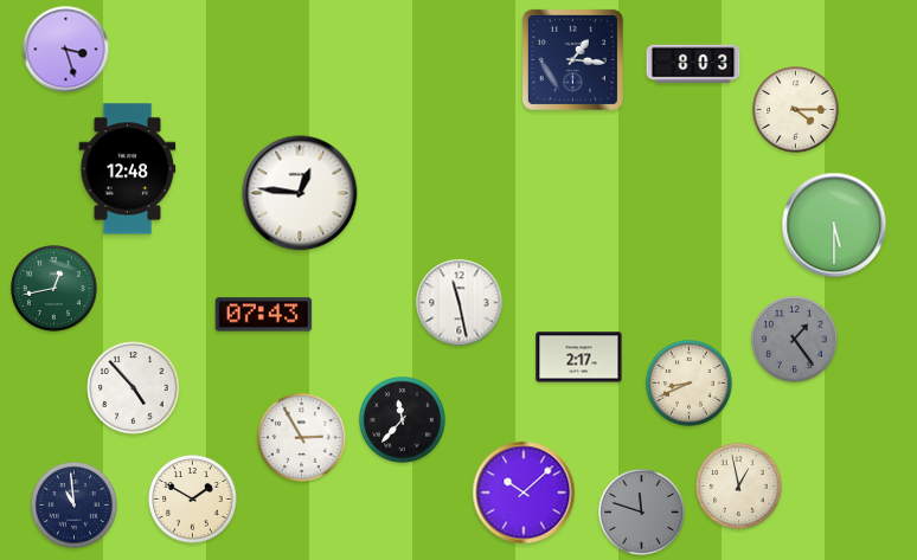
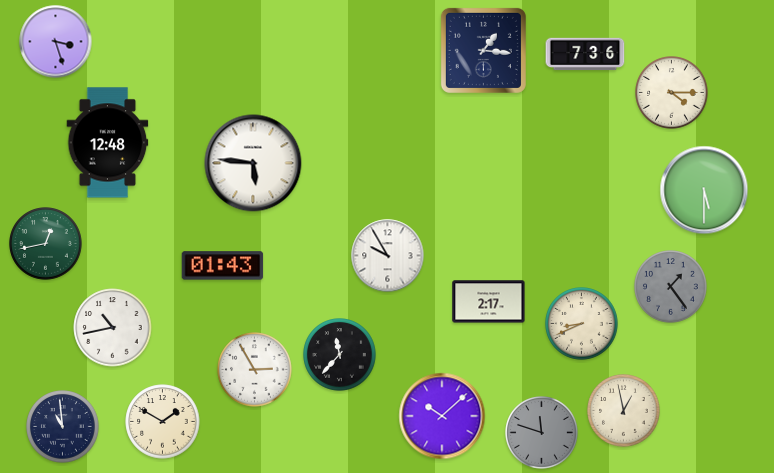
clock at (693, 64): 8:03 -> 7:36
clock at (300, 193): 12:46 -> 5:46
clock at (460, 303): 11:28 -> 9:55
clock at (264, 315): 07:43 -> 01:43
clock at (134, 388): 4:53 -> 10:43
